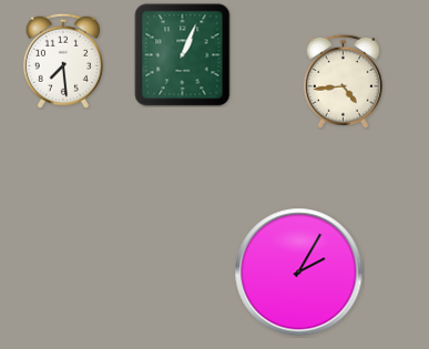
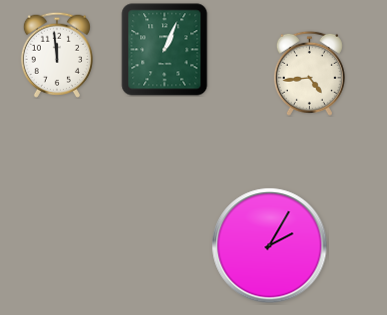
clock at (63, 61): 7:29 -> 11:59
